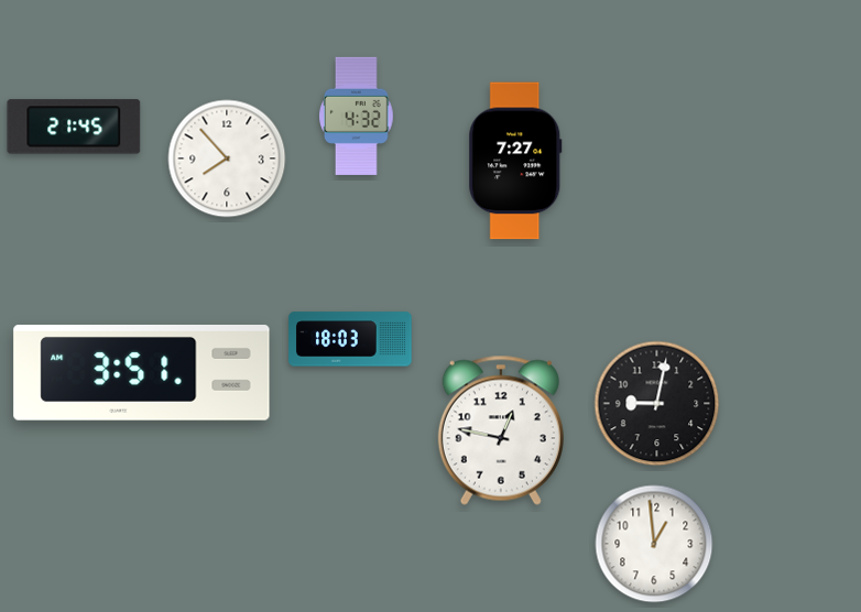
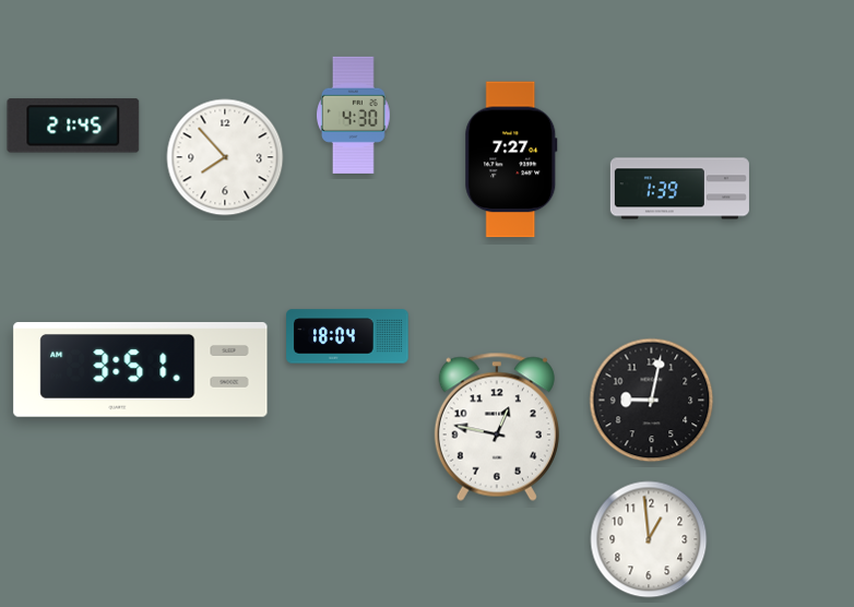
clock at (357, 116): 4:32 -> 4:30
clock at (679, 189): none -> 1:39
clock at (350, 339): 18:03 -> 18:04
